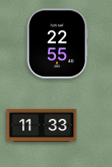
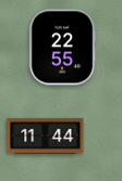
clock at (42, 125): 11:33 -> 11:44
